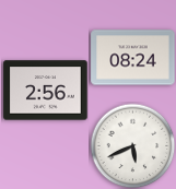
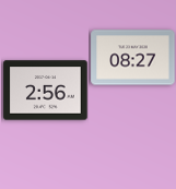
clock at (133, 58): 08:24 -> 08:27
clock at (132, 145): 5:41 -> none
